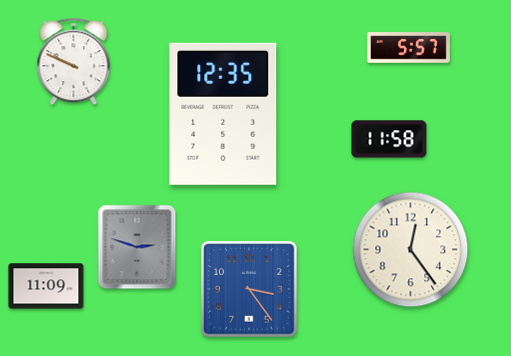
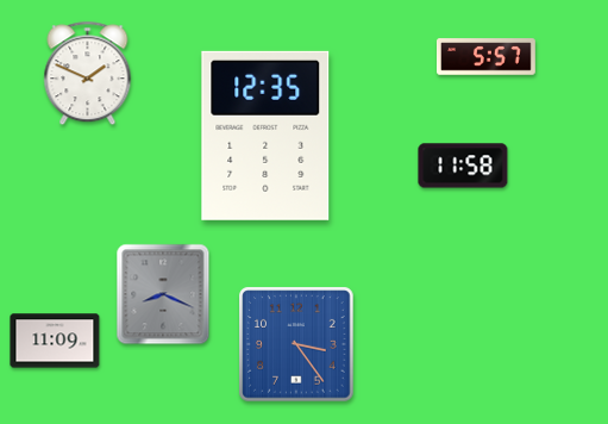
clock at (74, 62): 9:49 -> 1:49
clock at (137, 247): 2:48 -> 8:19
clock at (411, 250): 12:24 -> none
